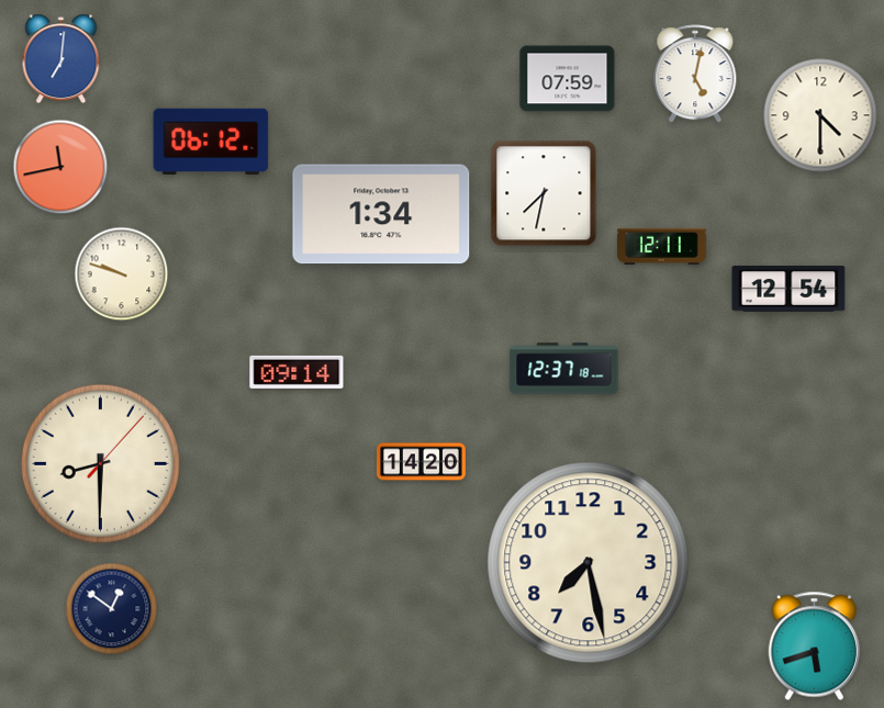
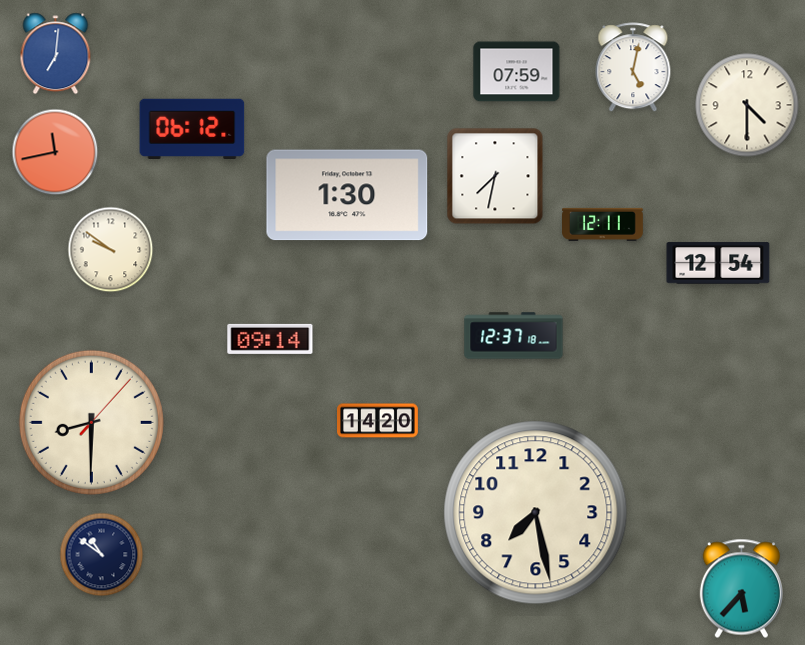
clock at (381, 214): 1:34 -> 1:30
clock at (122, 274): 9:48 -> 9:51
clock at (422, 462) position: (422, 462) -> (378, 421)
clock at (112, 609): 12:51 -> 10:51
clock at (814, 647): 5:42 -> 5:37
